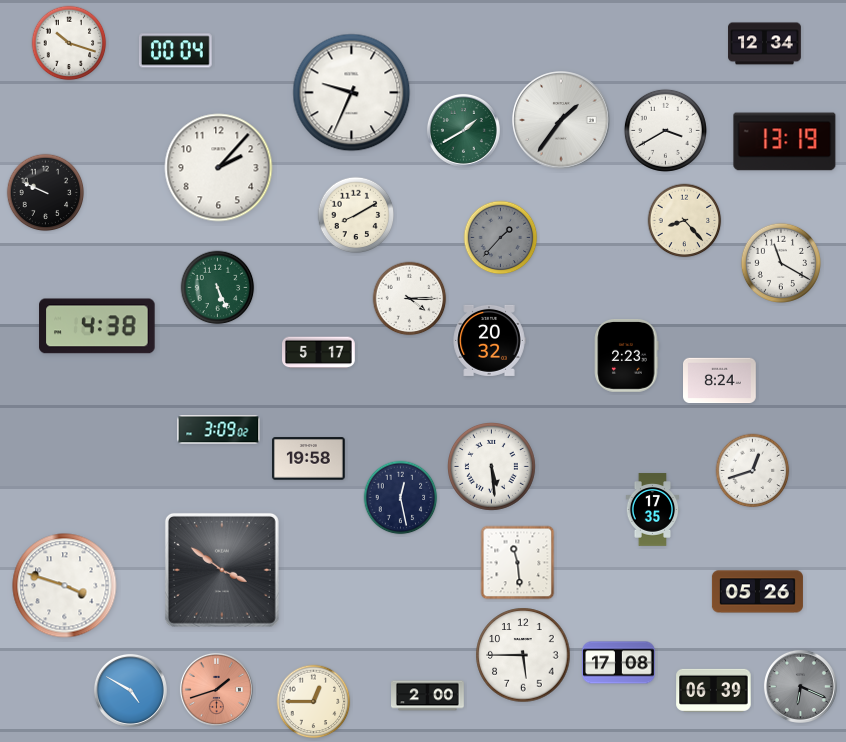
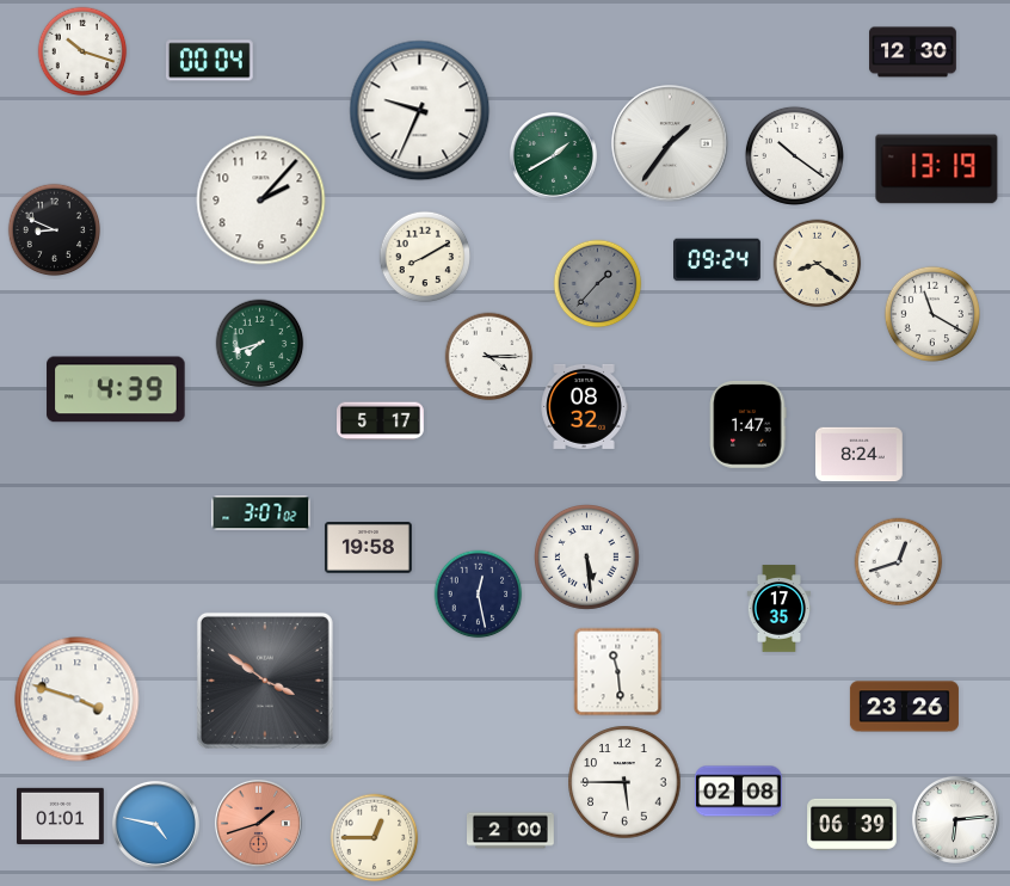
clock at (765, 44): 12:34 -> 12:30
clock at (665, 130): 3:40 -> 10:21
clock at (46, 193): 9:49 -> 8:49
clock at (718, 260): none -> 09:24
clock at (685, 221): 8:23 -> 8:21
clock at (218, 288): 5:26 -> 7:42
clock at (97, 326): 4:38 -> 4:39
clock at (489, 340): 20:32 -> 08:32
clock at (627, 356): 2:23 -> 1:47
clock at (219, 430): 3:09 -> 3:07
clock at (757, 592): 05:26 -> 23:26
clock at (619, 663): 17:08 -> 02:08
clock at (61, 816): none -> 01:01
clock at (800, 686): 6:19 -> 6:14
clock at (800, 686) dial: grey -> white
clock at (130, 690): 4:50 -> 4:47
